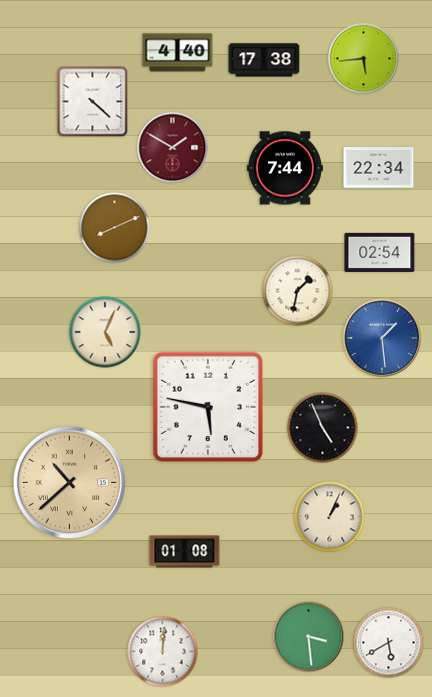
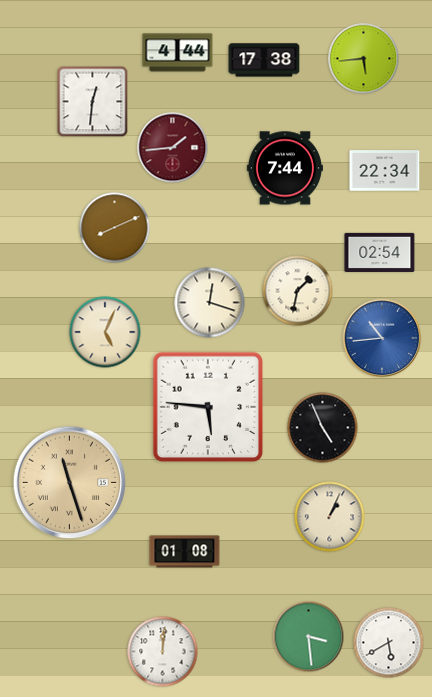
clock at (178, 53): 4:40 -> 4:44
clock at (93, 102): 4:22 -> 12:31
clock at (173, 148): 1:50 -> 1:44
clock at (379, 168) position: (379, 168) -> (385, 171)
clock at (210, 303): none -> 12:18
clock at (382, 338): 1:29 -> 10:44
clock at (208, 407): 5:47 -> 5:46
clock at (70, 483): 10:38 -> 11:27
